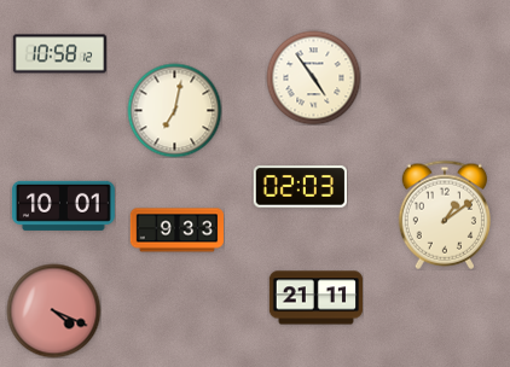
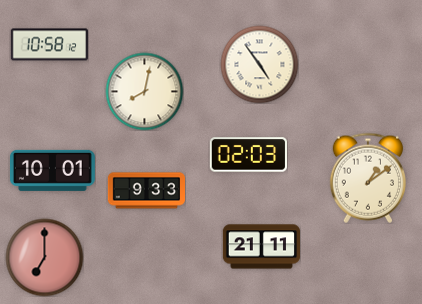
clock at (174, 110): 7:02 -> 8:02
clock at (53, 310): 4:19 -> 7:00
